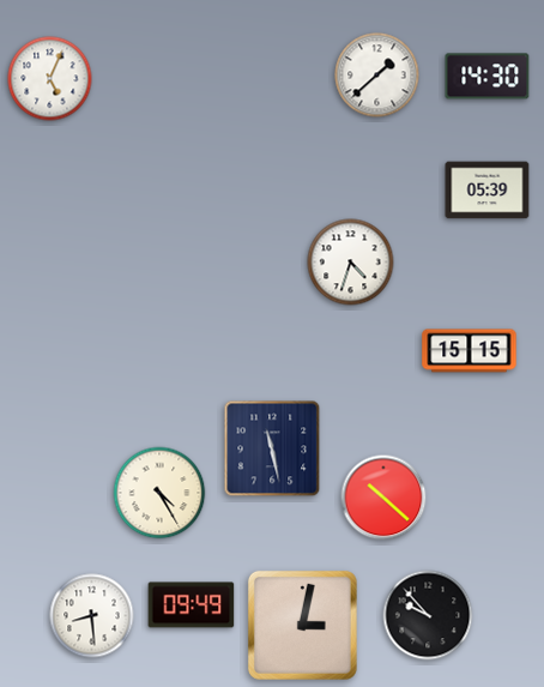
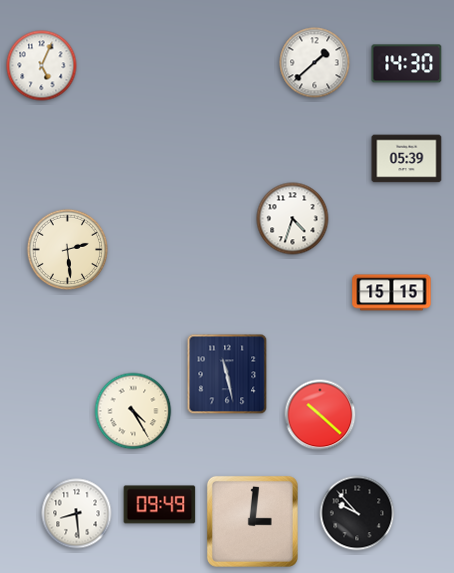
clock at (68, 250): none -> 2:29
clock at (302, 625): 3:02 -> 3:01
